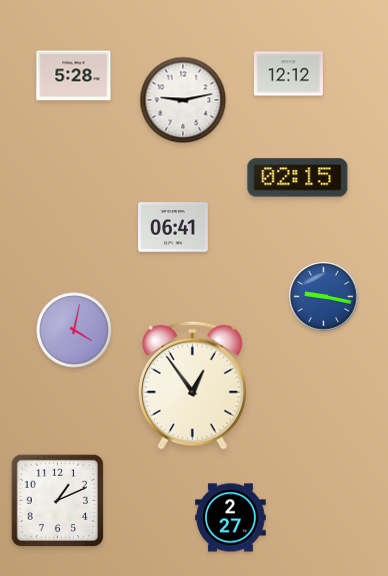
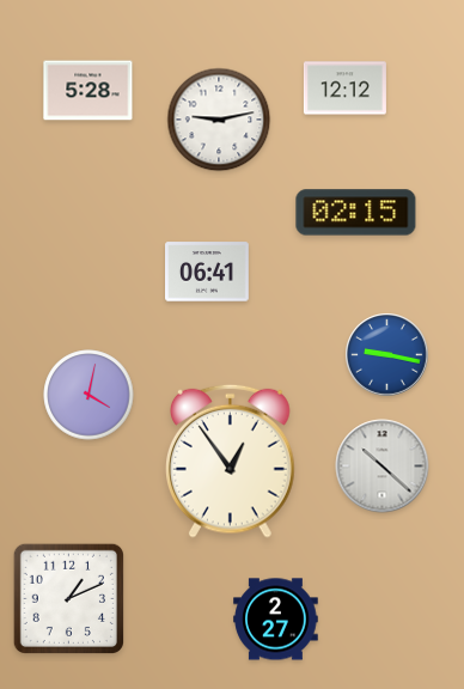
clock at (383, 467): none -> 10:22
